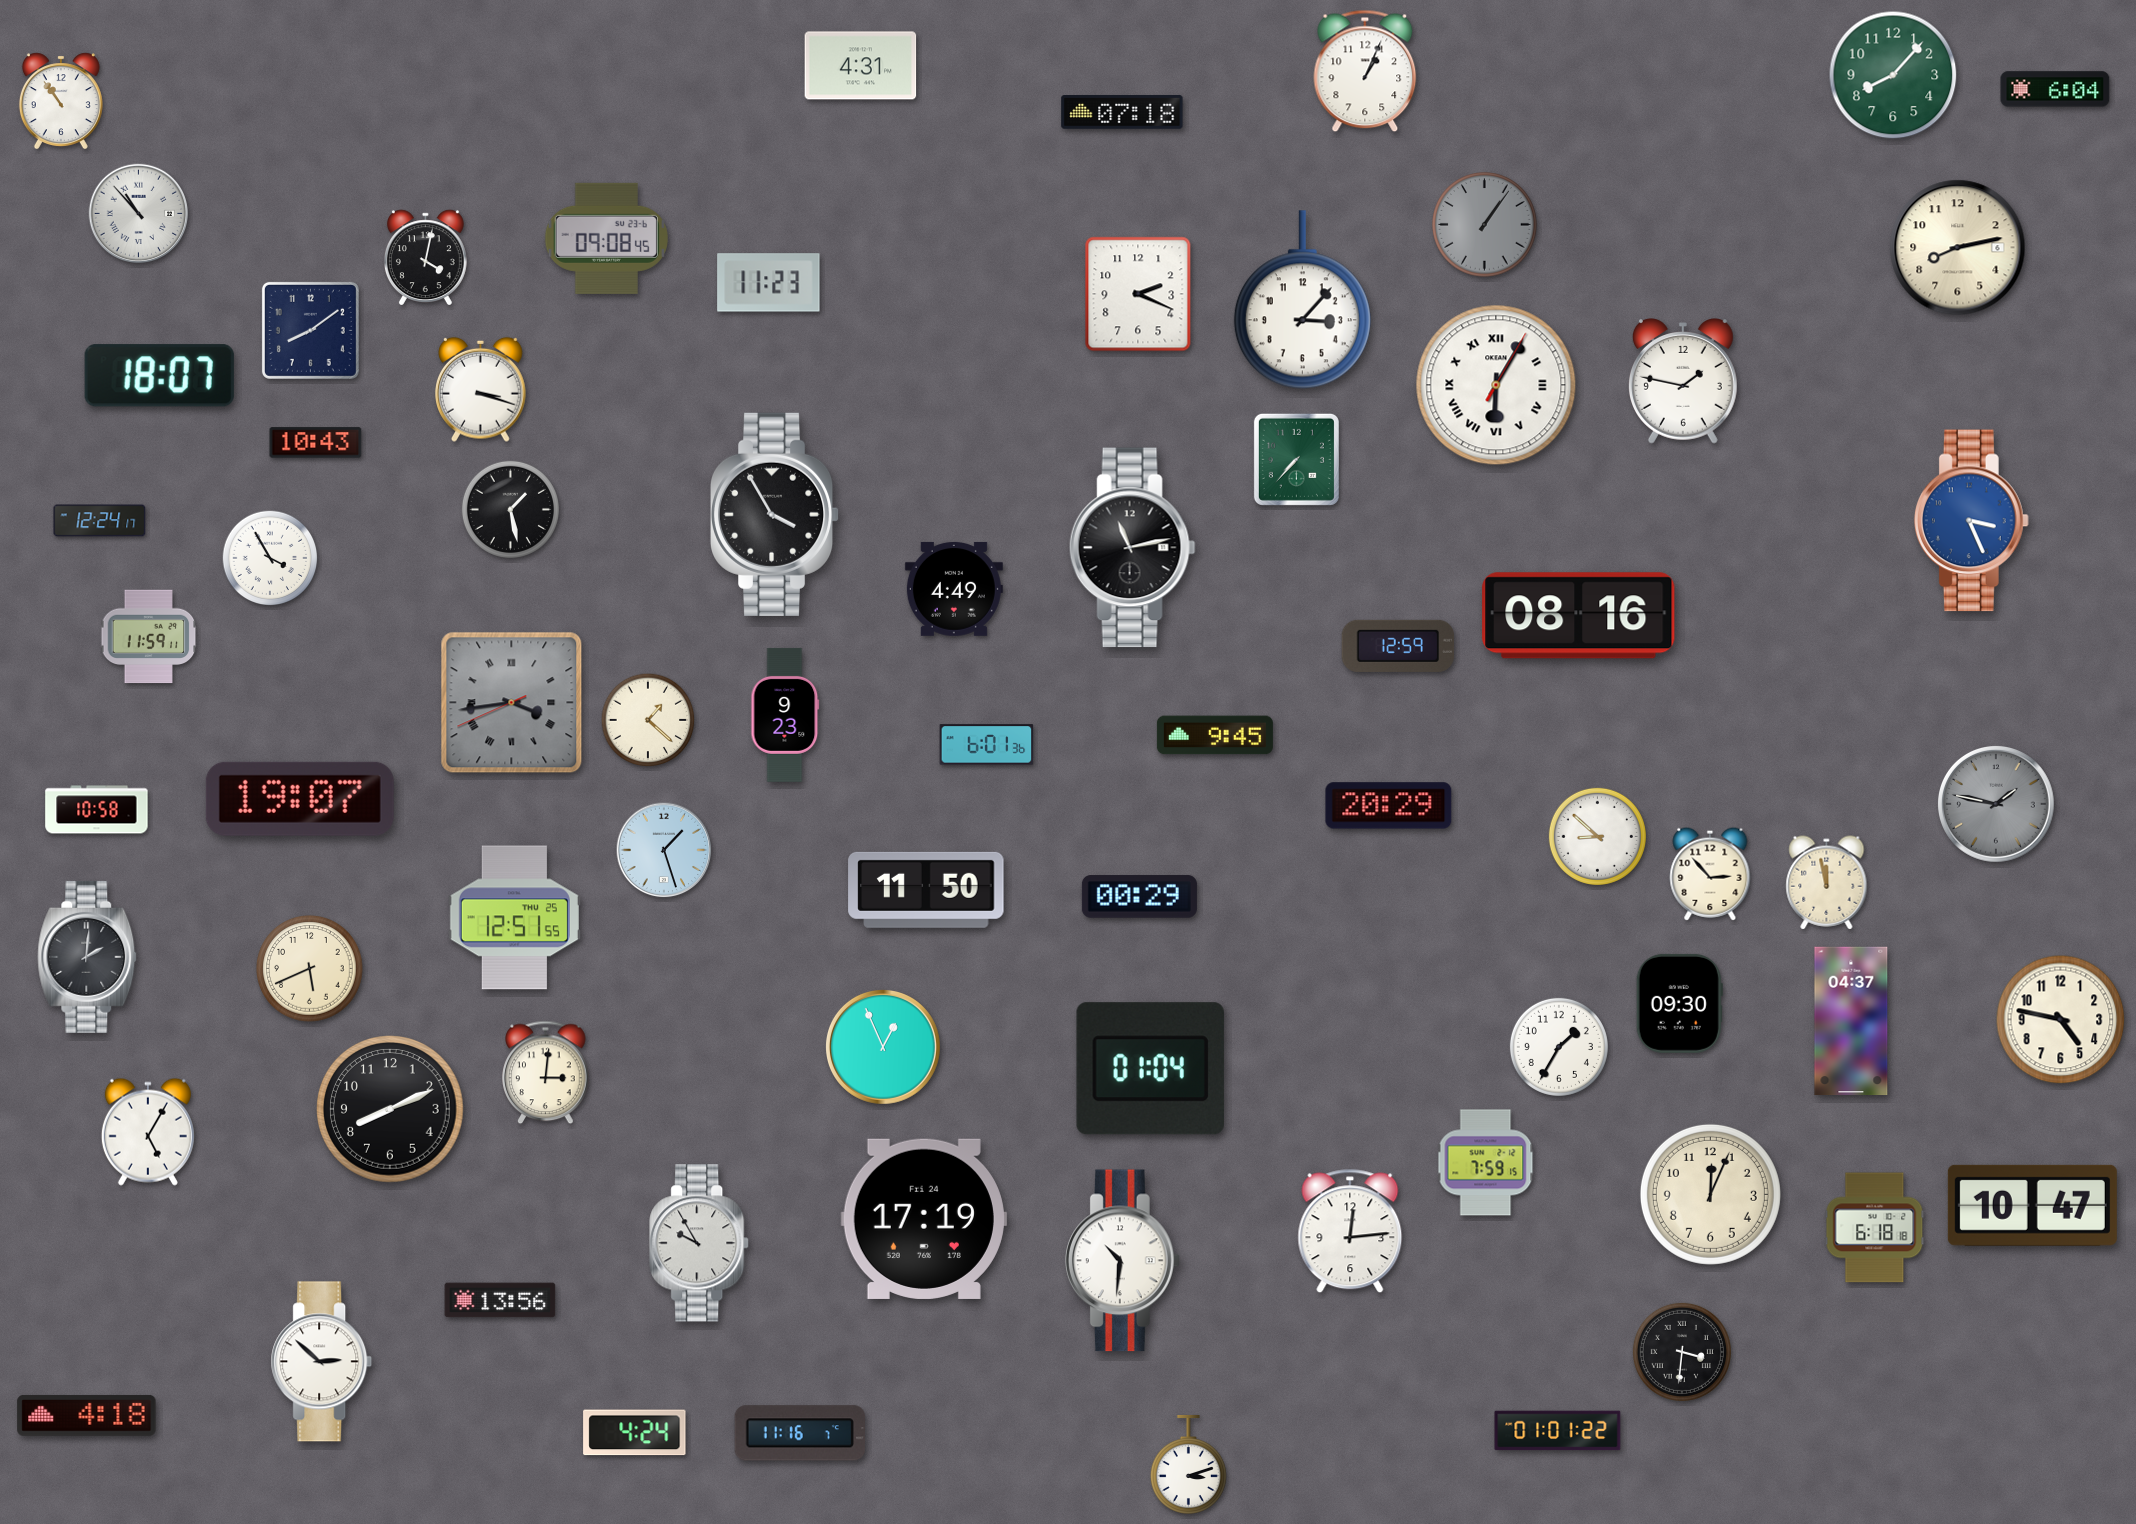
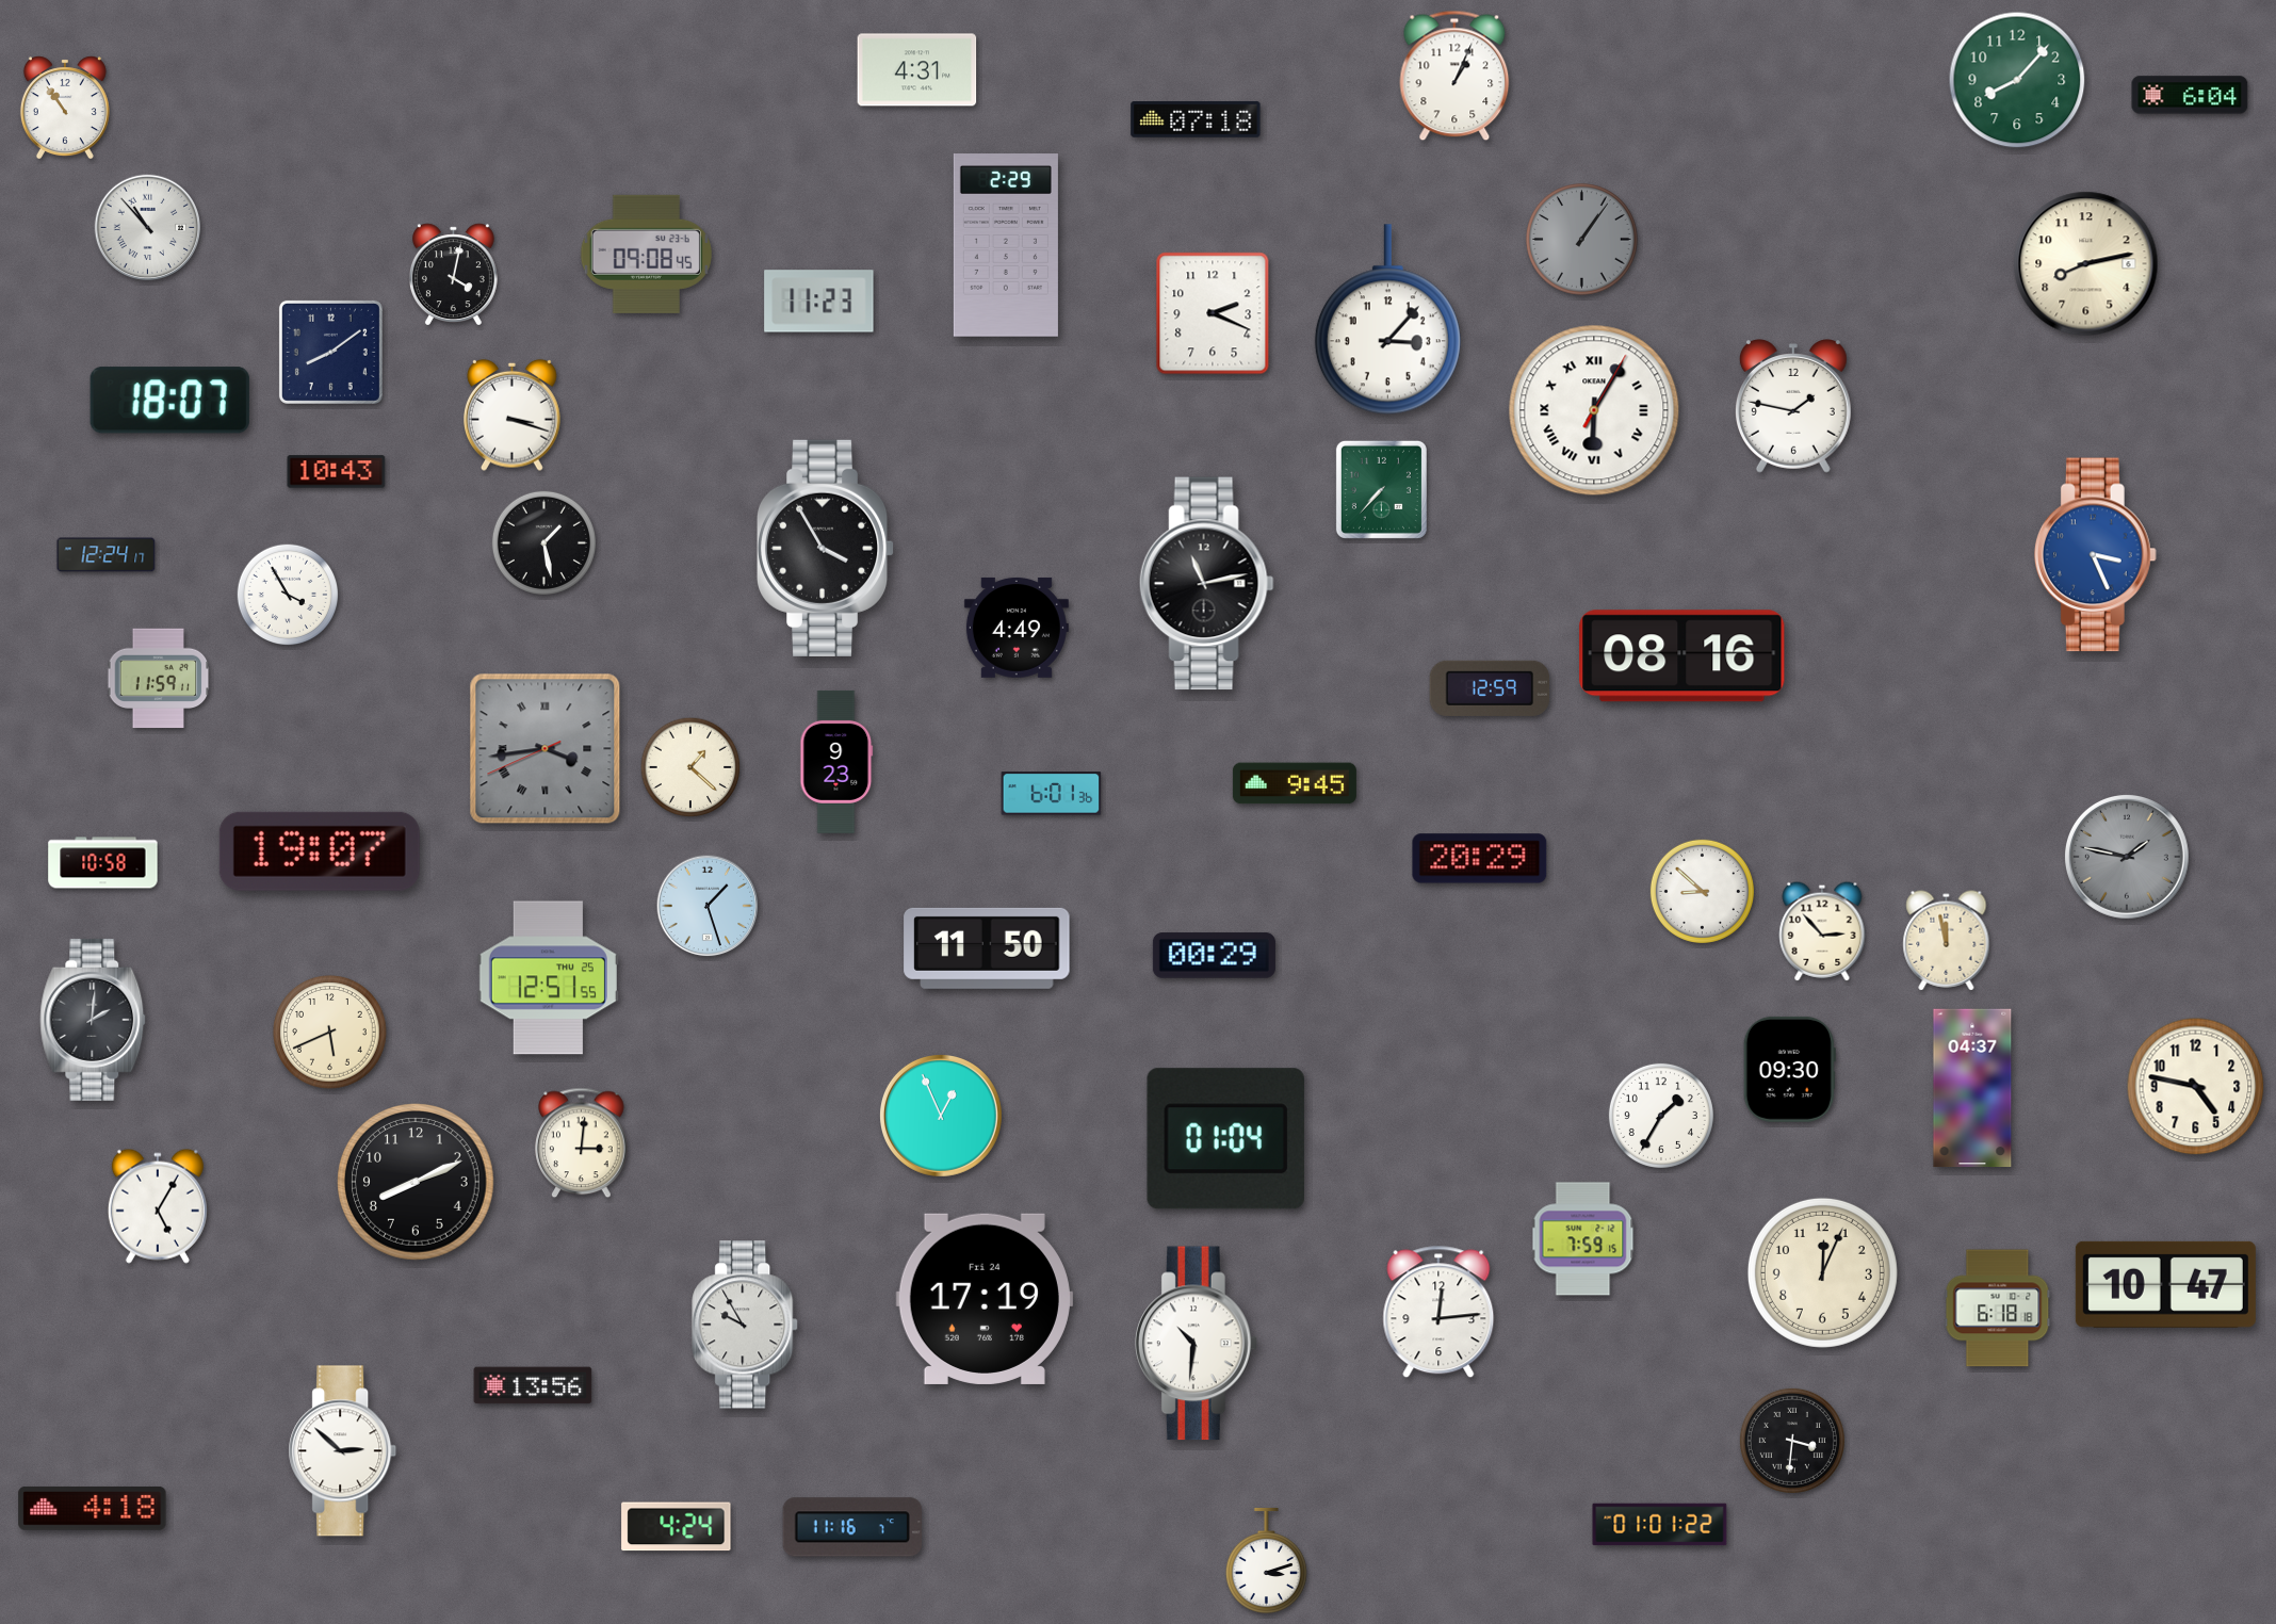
clock at (1006, 245): none -> 2:29
clock at (1971, 521) position: (1971, 521) -> (2095, 555)
